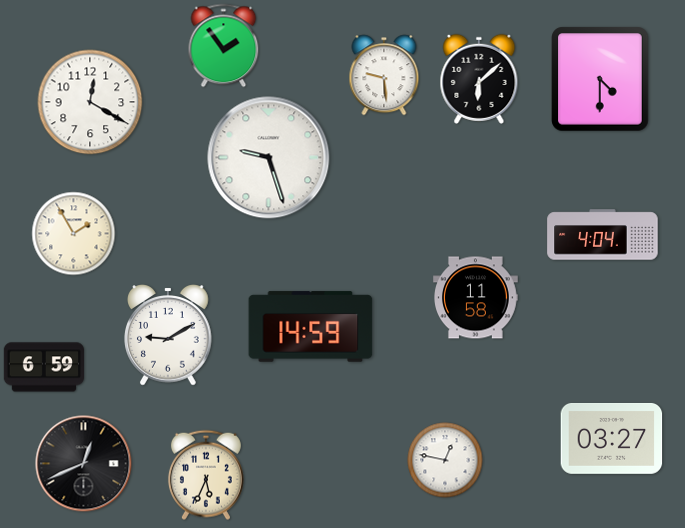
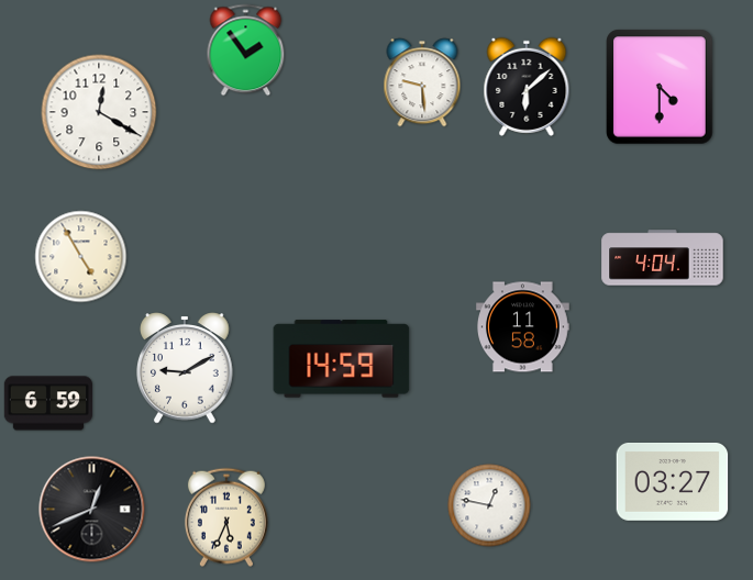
clock at (269, 158): 9:27 -> none
clock at (74, 234): 1:55 -> 4:55
clock at (206, 475) position: (206, 475) -> (226, 517)
